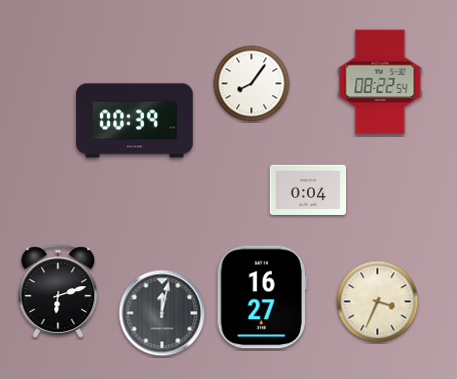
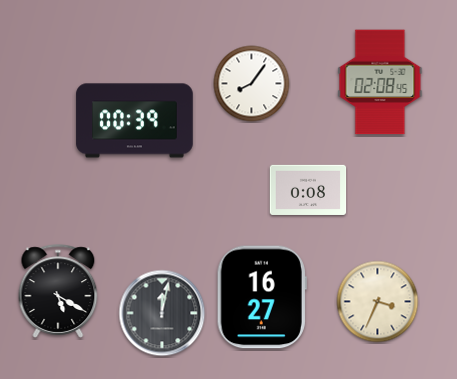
clock at (380, 82): 08:22 -> 02:08
clock at (308, 190): 0:04 -> 0:08
clock at (58, 291): 6:12 -> 5:20
